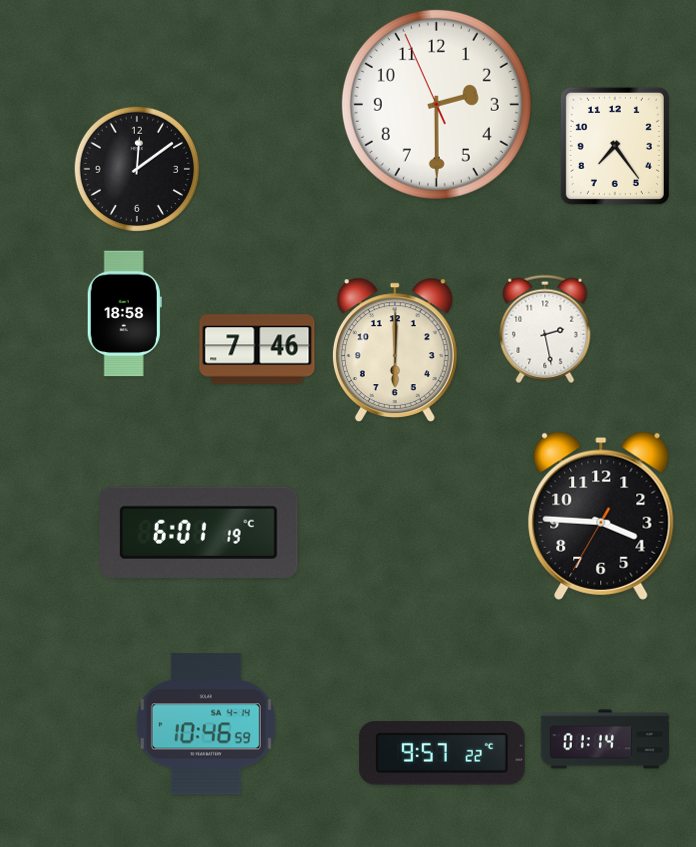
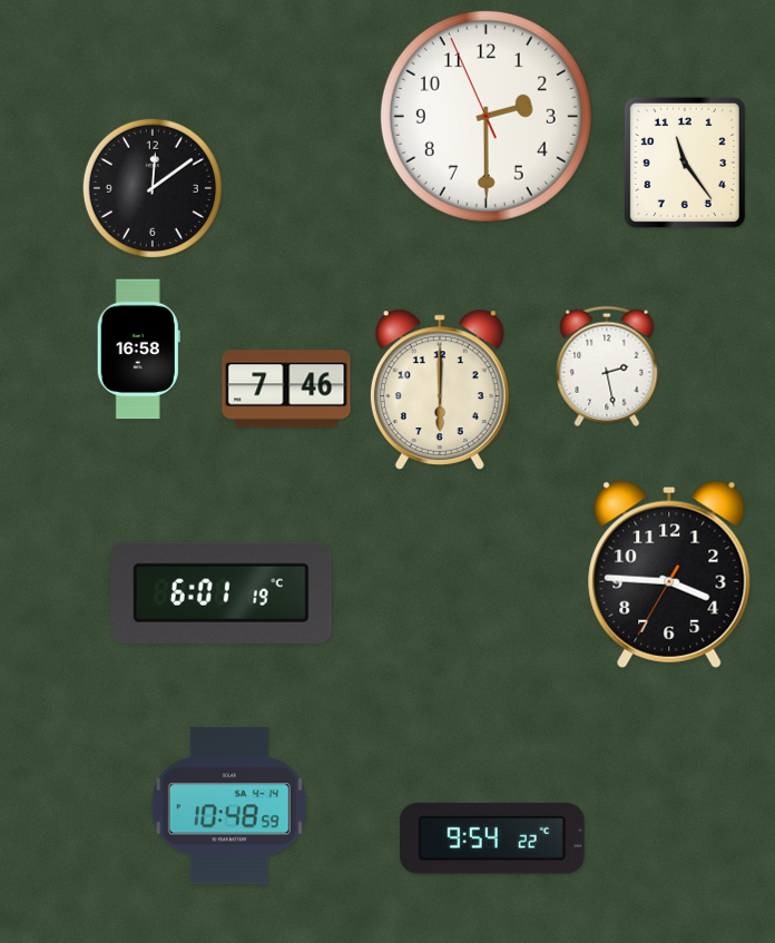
clock at (615, 146): 7:24 -> 11:24
clock at (124, 314): 18:58 -> 16:58
clock at (206, 724): 10:46 -> 10:48
clock at (605, 739): 01:14 -> none
clock at (442, 753): 9:57 -> 9:54
